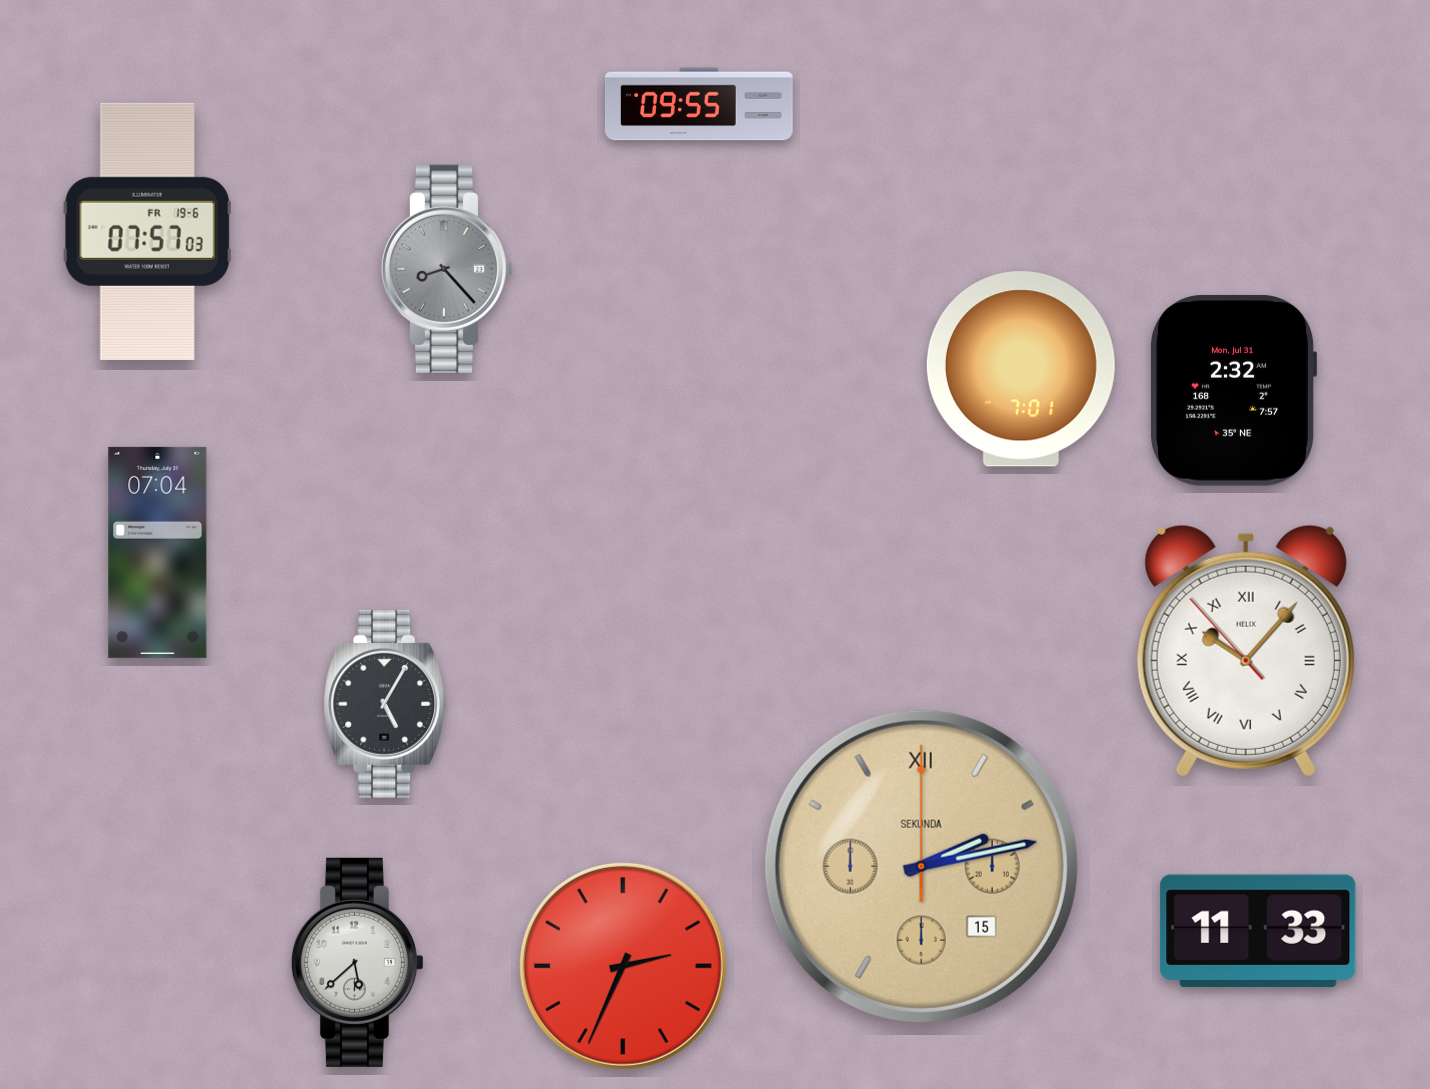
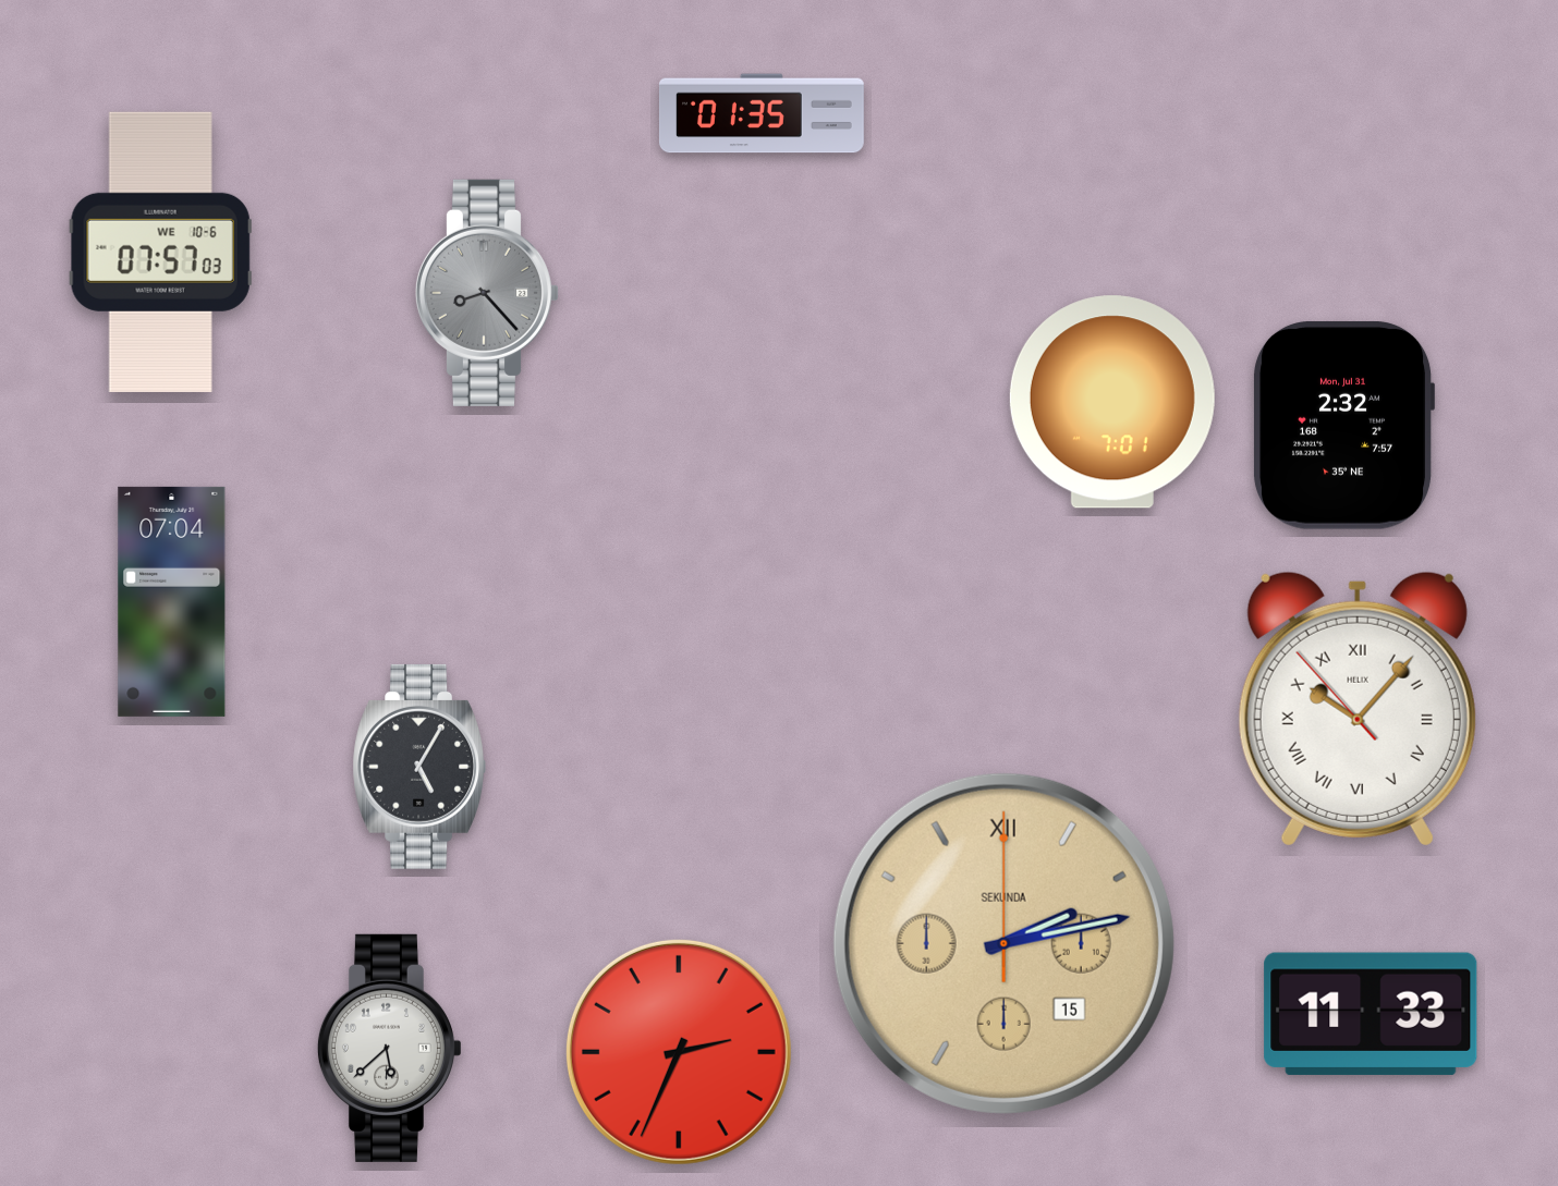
clock at (699, 104): 09:55 -> 01:35
clock at (147, 231) date: FR 19-6 -> WE 10-6
